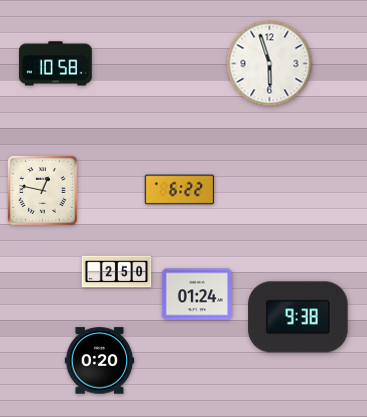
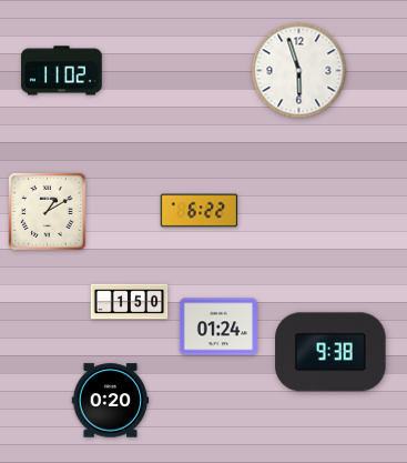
clock at (56, 64): 10:58 -> 11:02
clock at (42, 190): 12:47 -> 1:10
clock at (117, 272): 2:50 -> 1:50
